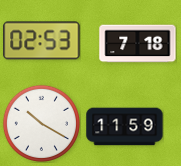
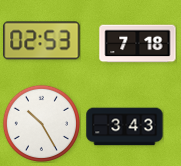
clock at (41, 123): 10:20 -> 10:25
clock at (125, 127): 11:59 -> 3:43
